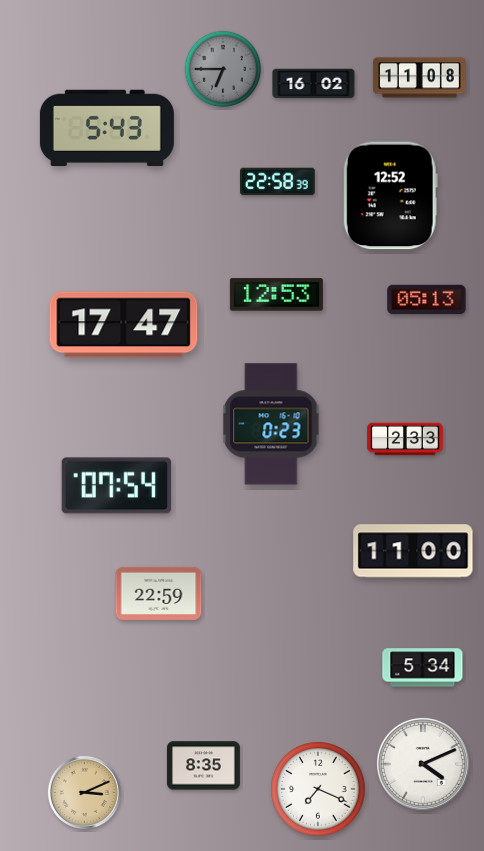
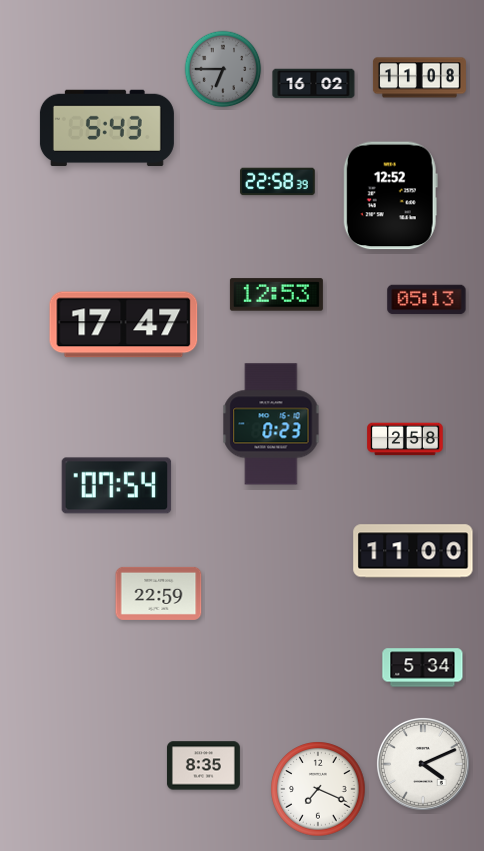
clock at (405, 439): 2:33 -> 2:58
clock at (84, 792): 3:11 -> none
